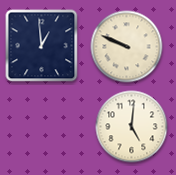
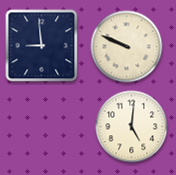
clock at (42, 46): 12:59 -> 8:59
